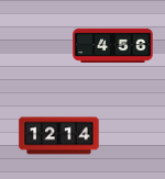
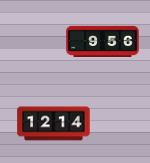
clock at (113, 45): 4:56 -> 9:56
